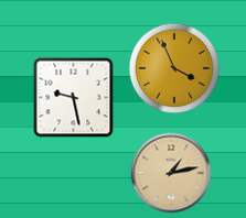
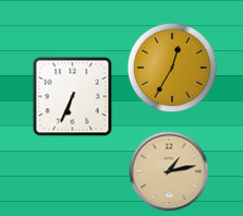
clock at (174, 68): 3:56 -> 12:35
clock at (74, 98): 9:28 -> 6:34
